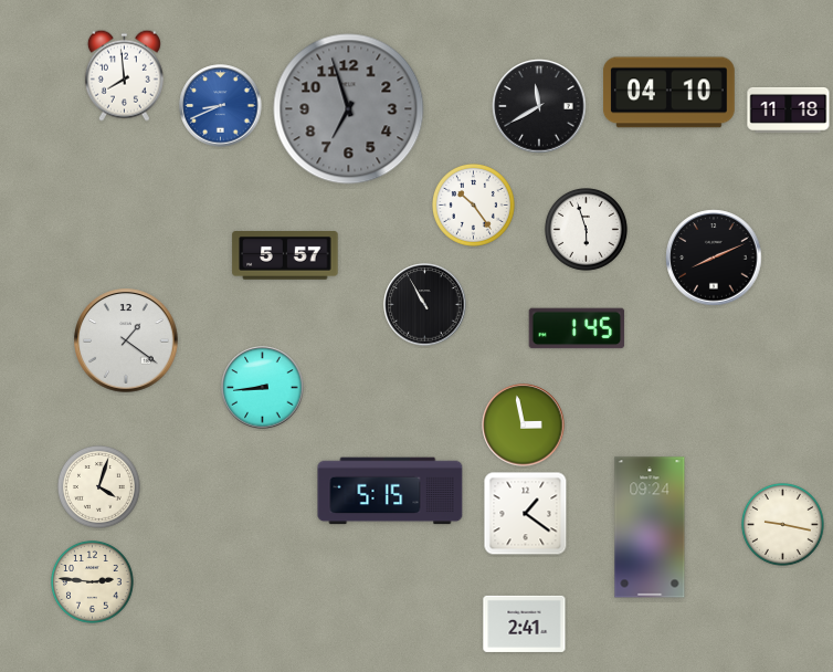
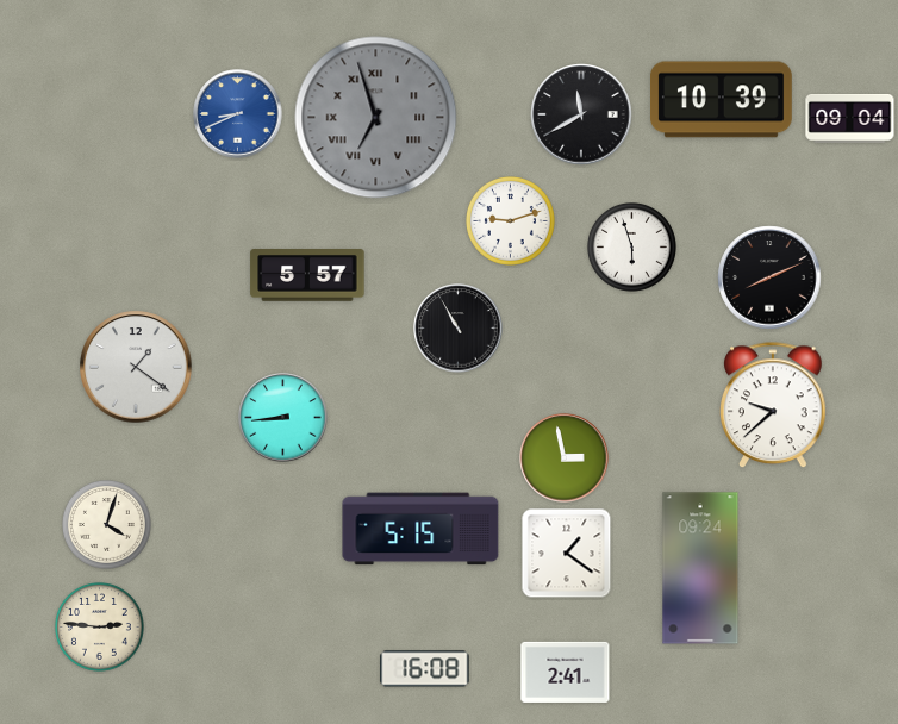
clock at (124, 75): 7:59 -> none
clock at (669, 93): 04:10 -> 10:39
clock at (349, 109) numerals: Arabic -> Roman
clock at (789, 109): 11:18 -> 09:04
clock at (474, 206): 10:24 -> 9:12
clock at (577, 328): 1:45 -> none
clock at (773, 406): none -> 9:38
clock at (783, 525): 9:17 -> none
clock at (425, 669): none -> 16:08
